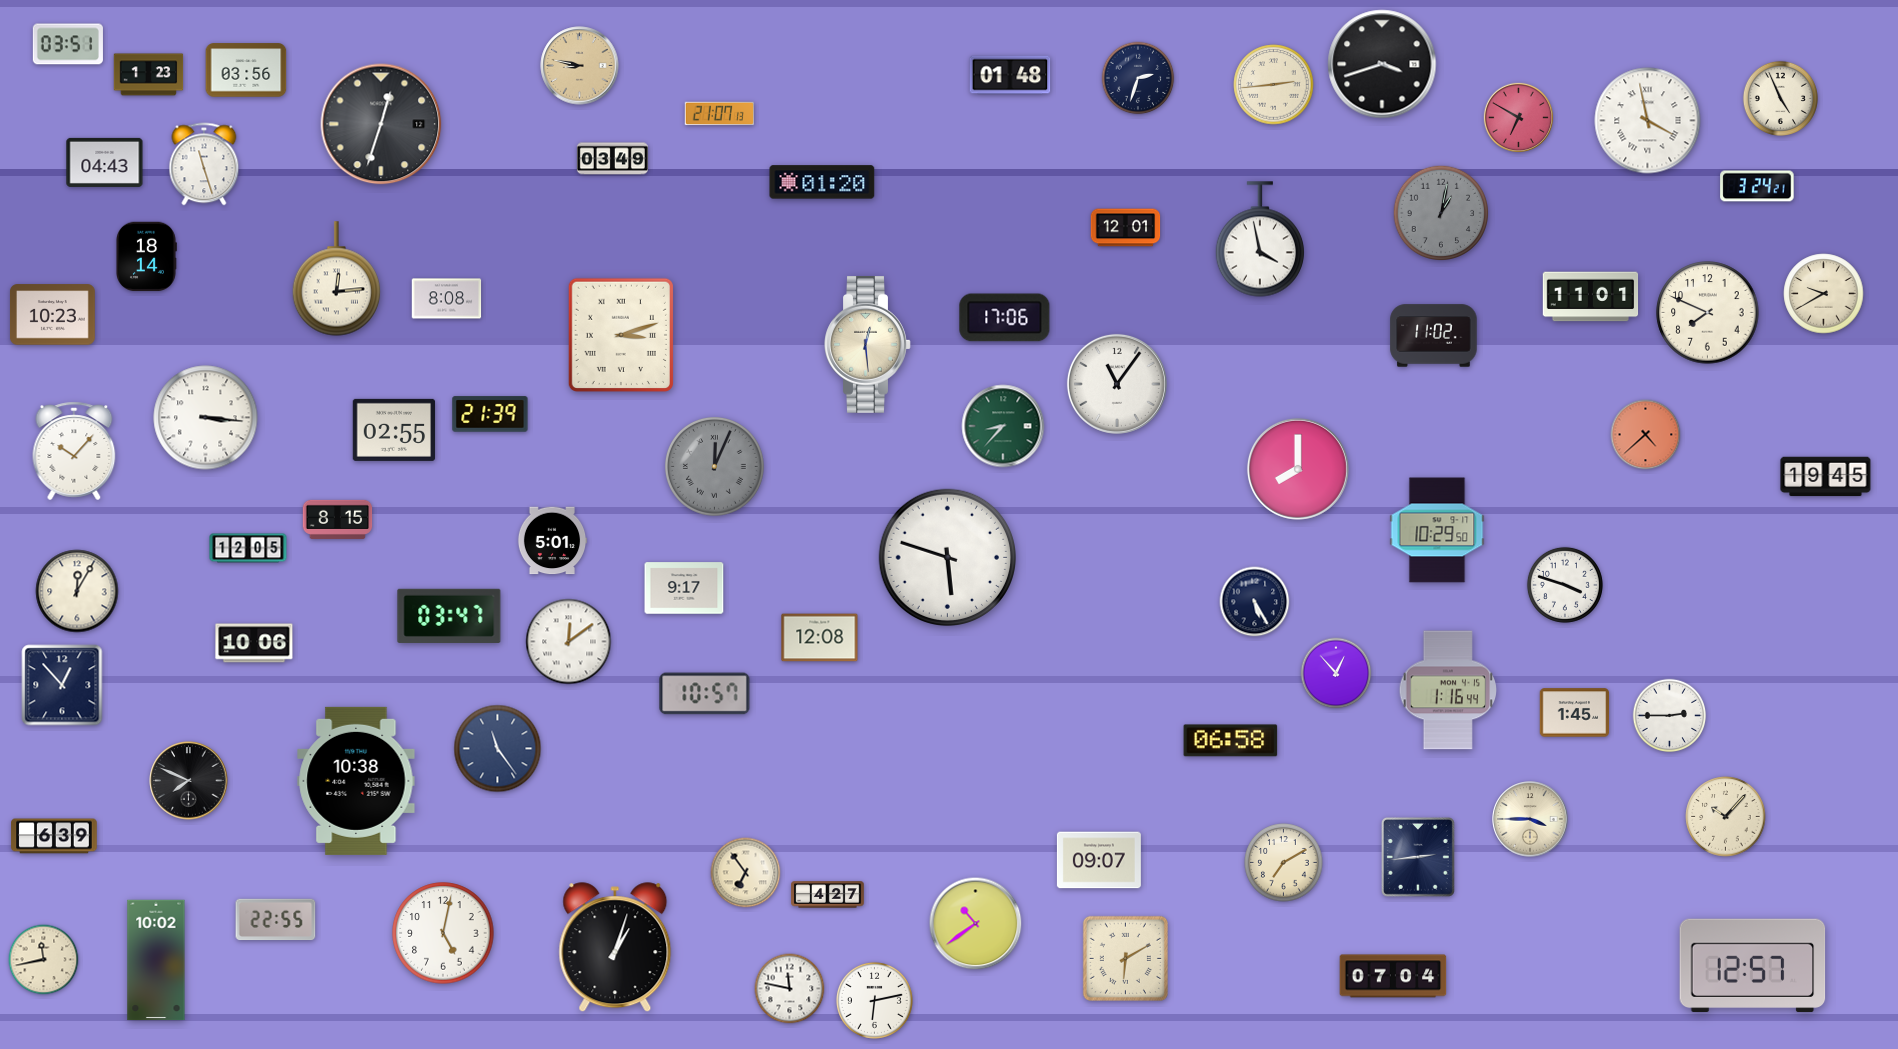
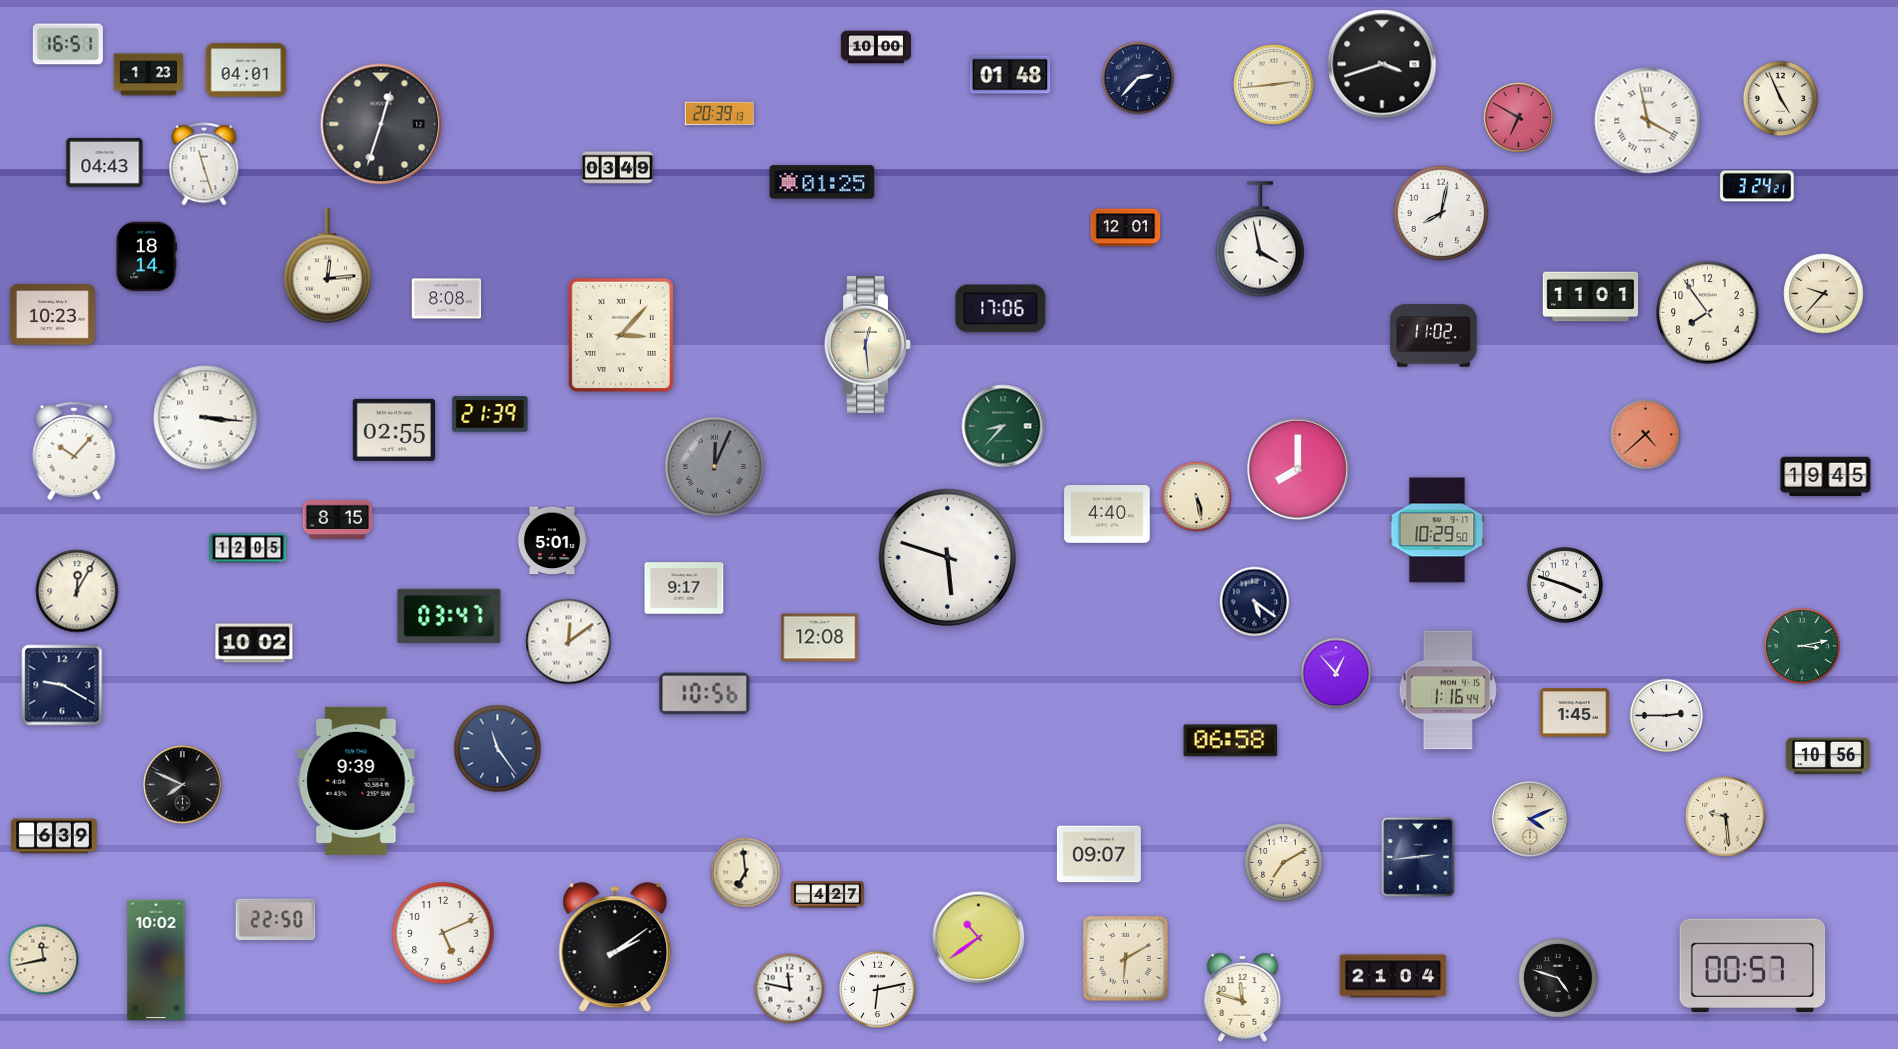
clock at (68, 44): 03:51 -> 16:51
clock at (875, 47): none -> 10:00
clock at (580, 66): 8:47 -> none
clock at (246, 70): 03:56 -> 04:01
clock at (1138, 78): 2:33 -> 2:37
clock at (720, 114): 21:07 -> 20:39
clock at (612, 159) position: (612, 159) -> (617, 168)
clock at (822, 182): 01:20 -> 01:25
clock at (1441, 213): 1:02 -> 8:02
clock at (1441, 213) dial: grey -> white
clock at (337, 279) position: (337, 279) -> (328, 266)
clock at (1824, 294): 9:40 -> 9:37
clock at (1708, 313): 7:49 -> 7:54
clock at (1005, 318) position: (1005, 318) -> (1001, 309)
clock at (621, 335): 3:12 -> 3:07
clock at (1117, 384): 11:06 -> none
clock at (1197, 497): none -> 5:28
clock at (1107, 515): none -> 4:40
clock at (1255, 602): 5:25 -> 5:21
clock at (254, 643): 10:06 -> 10:02
clock at (1802, 646): none -> 3:13
clock at (62, 685): 12:53 -> 9:20
clock at (705, 694): 10:57 -> 10:56
clock at (1670, 716) position: (1670, 716) -> (1667, 716)
clock at (1828, 756): none -> 10:56
clock at (189, 781) position: (189, 781) -> (183, 785)
clock at (356, 781): 10:38 -> 9:39
clock at (1726, 817): 10:07 -> 9:29
clock at (1530, 819): 3:45 -> 4:11
clock at (1099, 860) position: (1099, 860) -> (1099, 854)
clock at (746, 873): 6:54 -> 6:59
clock at (276, 920): 22:55 -> 22:50
clock at (976, 924) position: (976, 924) -> (979, 938)
clock at (443, 933): 5:02 -> 5:11
clock at (615, 948): 1:03 -> 2:09
clock at (1753, 966): 12:57 -> 00:57
clock at (1393, 976): 07:04 -> 21:04
clock at (1558, 978): none -> 4:48
clock at (1243, 998): none -> 11:48
clock at (874, 1000) position: (874, 1000) -> (877, 989)
